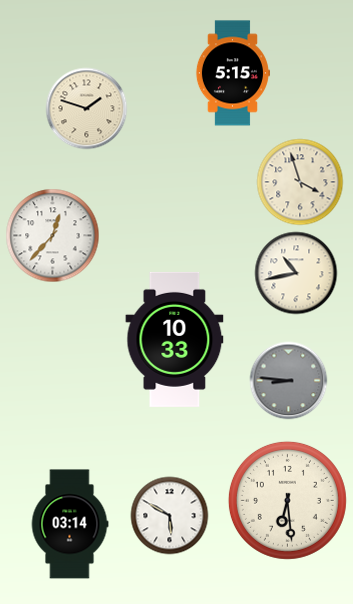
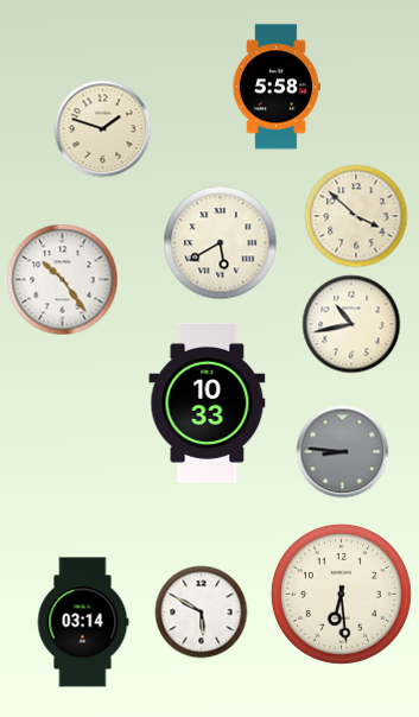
clock at (232, 73): 5:15 -> 5:58
clock at (300, 182): 3:57 -> 3:52
clock at (220, 242): none -> 5:40
clock at (52, 235): 12:37 -> 10:24
